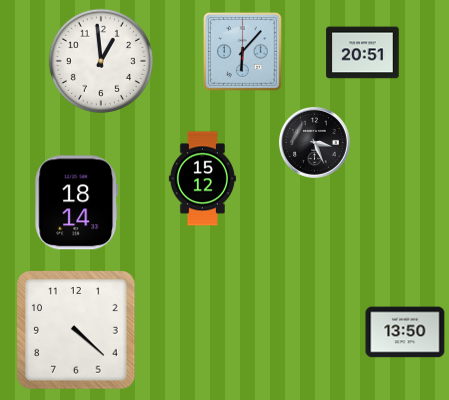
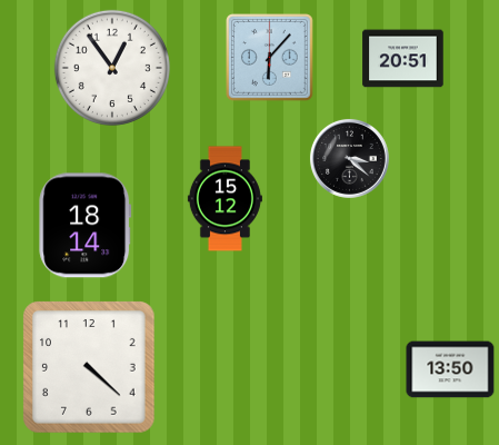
clock at (101, 61): 12:59 -> 12:54
clock at (314, 142): 3:26 -> 3:22
clock at (76, 330) position: (76, 330) -> (89, 367)
